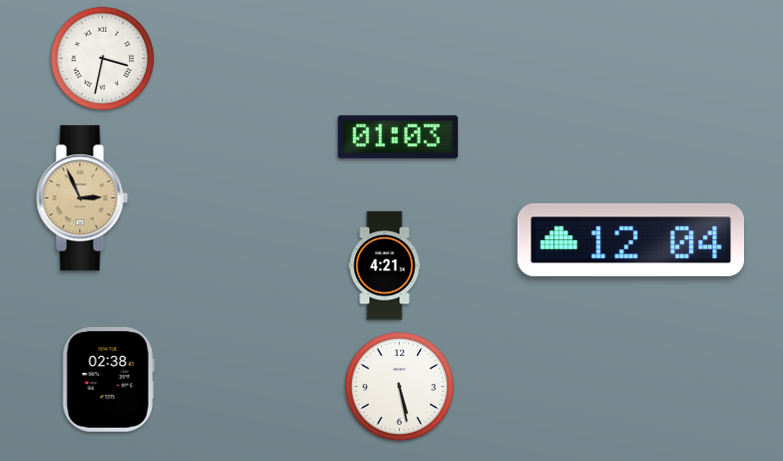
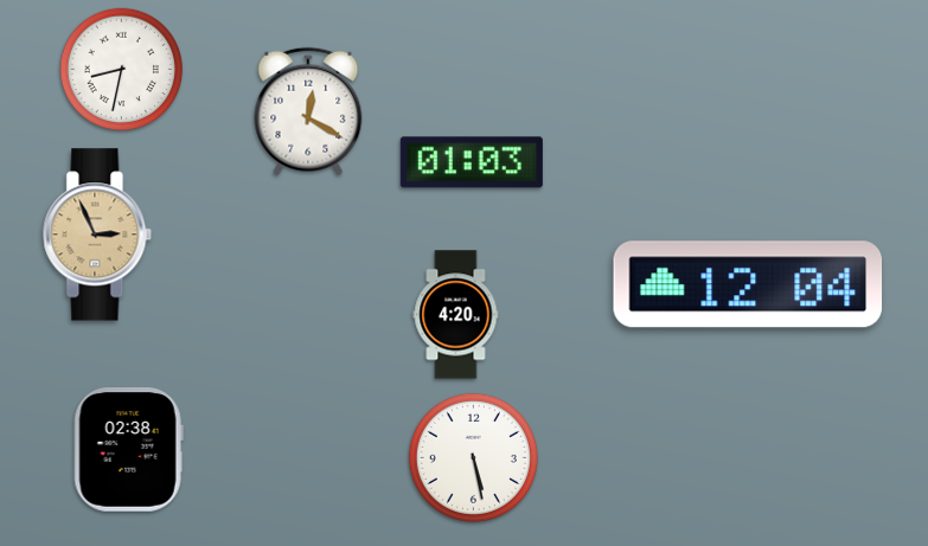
clock at (103, 59): 3:32 -> 8:32
clock at (308, 111): none -> 12:20
clock at (385, 266): 4:21 -> 4:20
